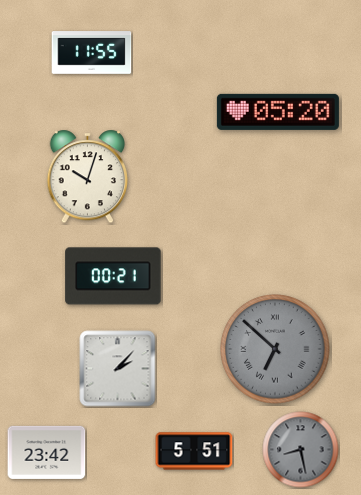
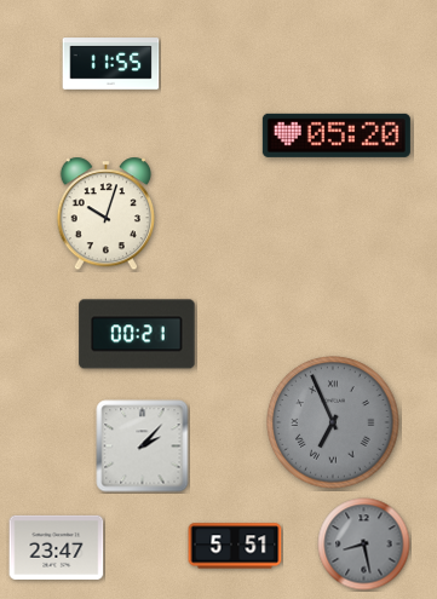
clock at (275, 349): 6:52 -> 6:56
clock at (47, 452): 23:42 -> 23:47
